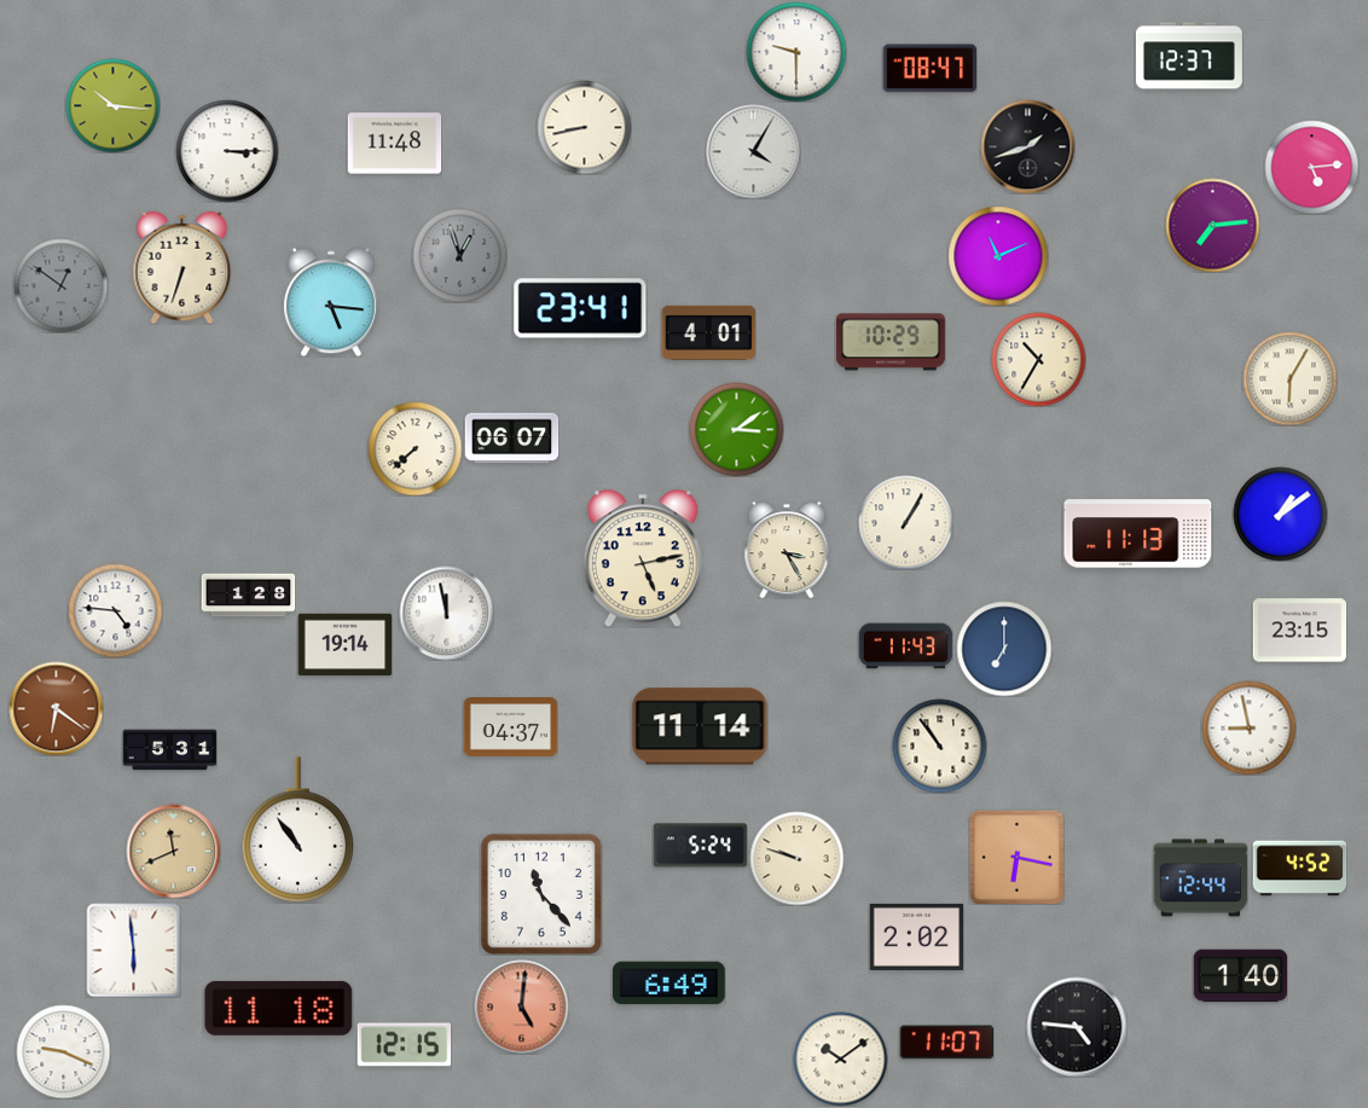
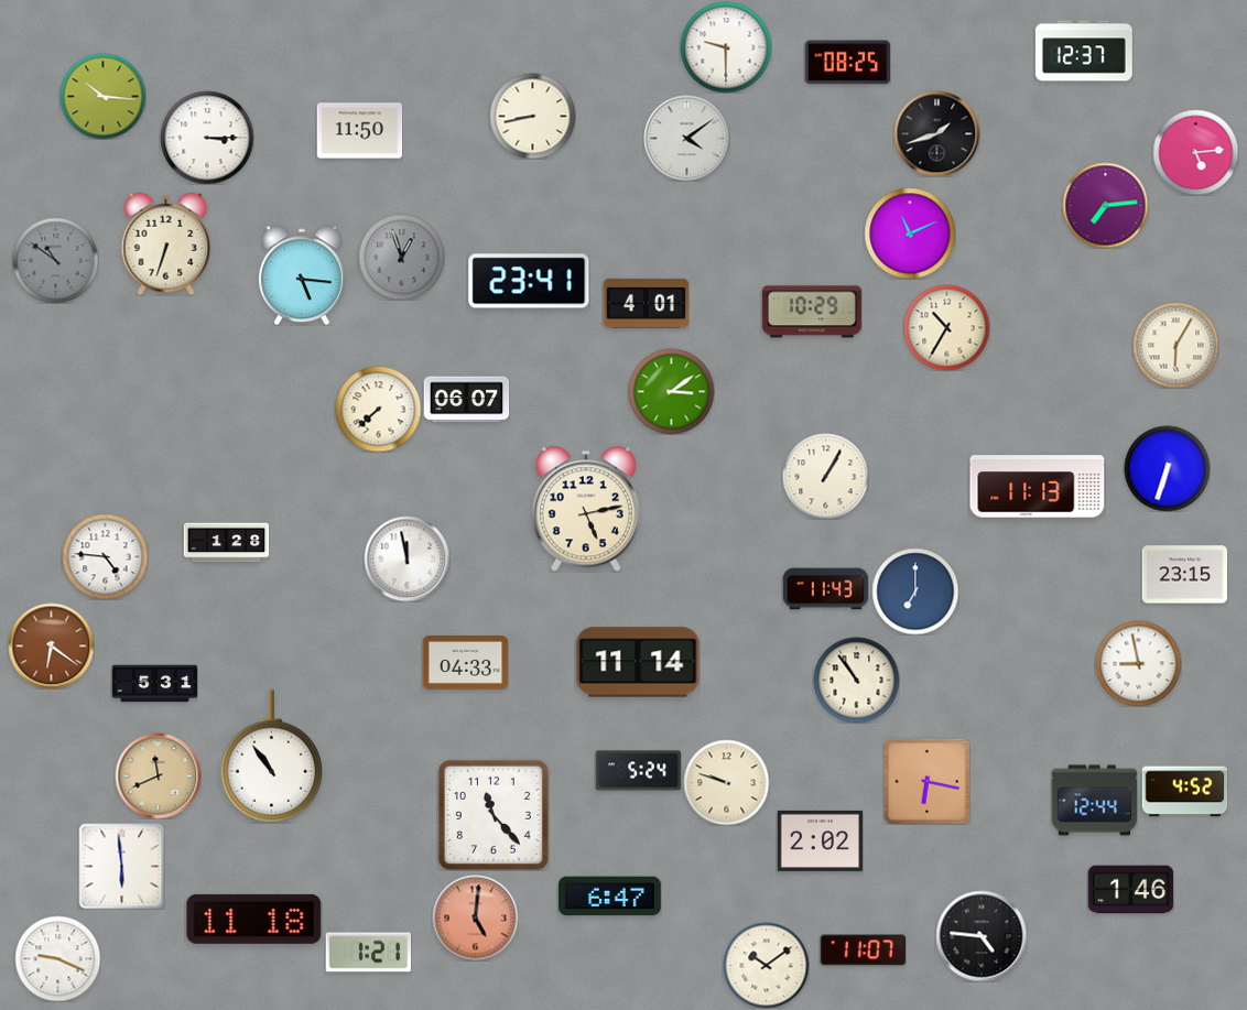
clock at (929, 69): 08:47 -> 08:25
clock at (394, 144): 11:48 -> 11:50
clock at (753, 151): 4:05 -> 4:09
clock at (459, 255) position: (459, 255) -> (401, 257)
clock at (60, 285): 12:51 -> 10:51
clock at (1280, 514): 1:09 -> 6:33
clock at (787, 550): 3:25 -> none
clock at (344, 645): 19:14 -> none
clock at (510, 727): 04:37 -> 04:33
clock at (916, 936) position: (916, 936) -> (820, 840)
clock at (1240, 976): 1:40 -> 1:46
clock at (669, 984): 6:49 -> 6:47
clock at (404, 1045): 12:15 -> 1:21
